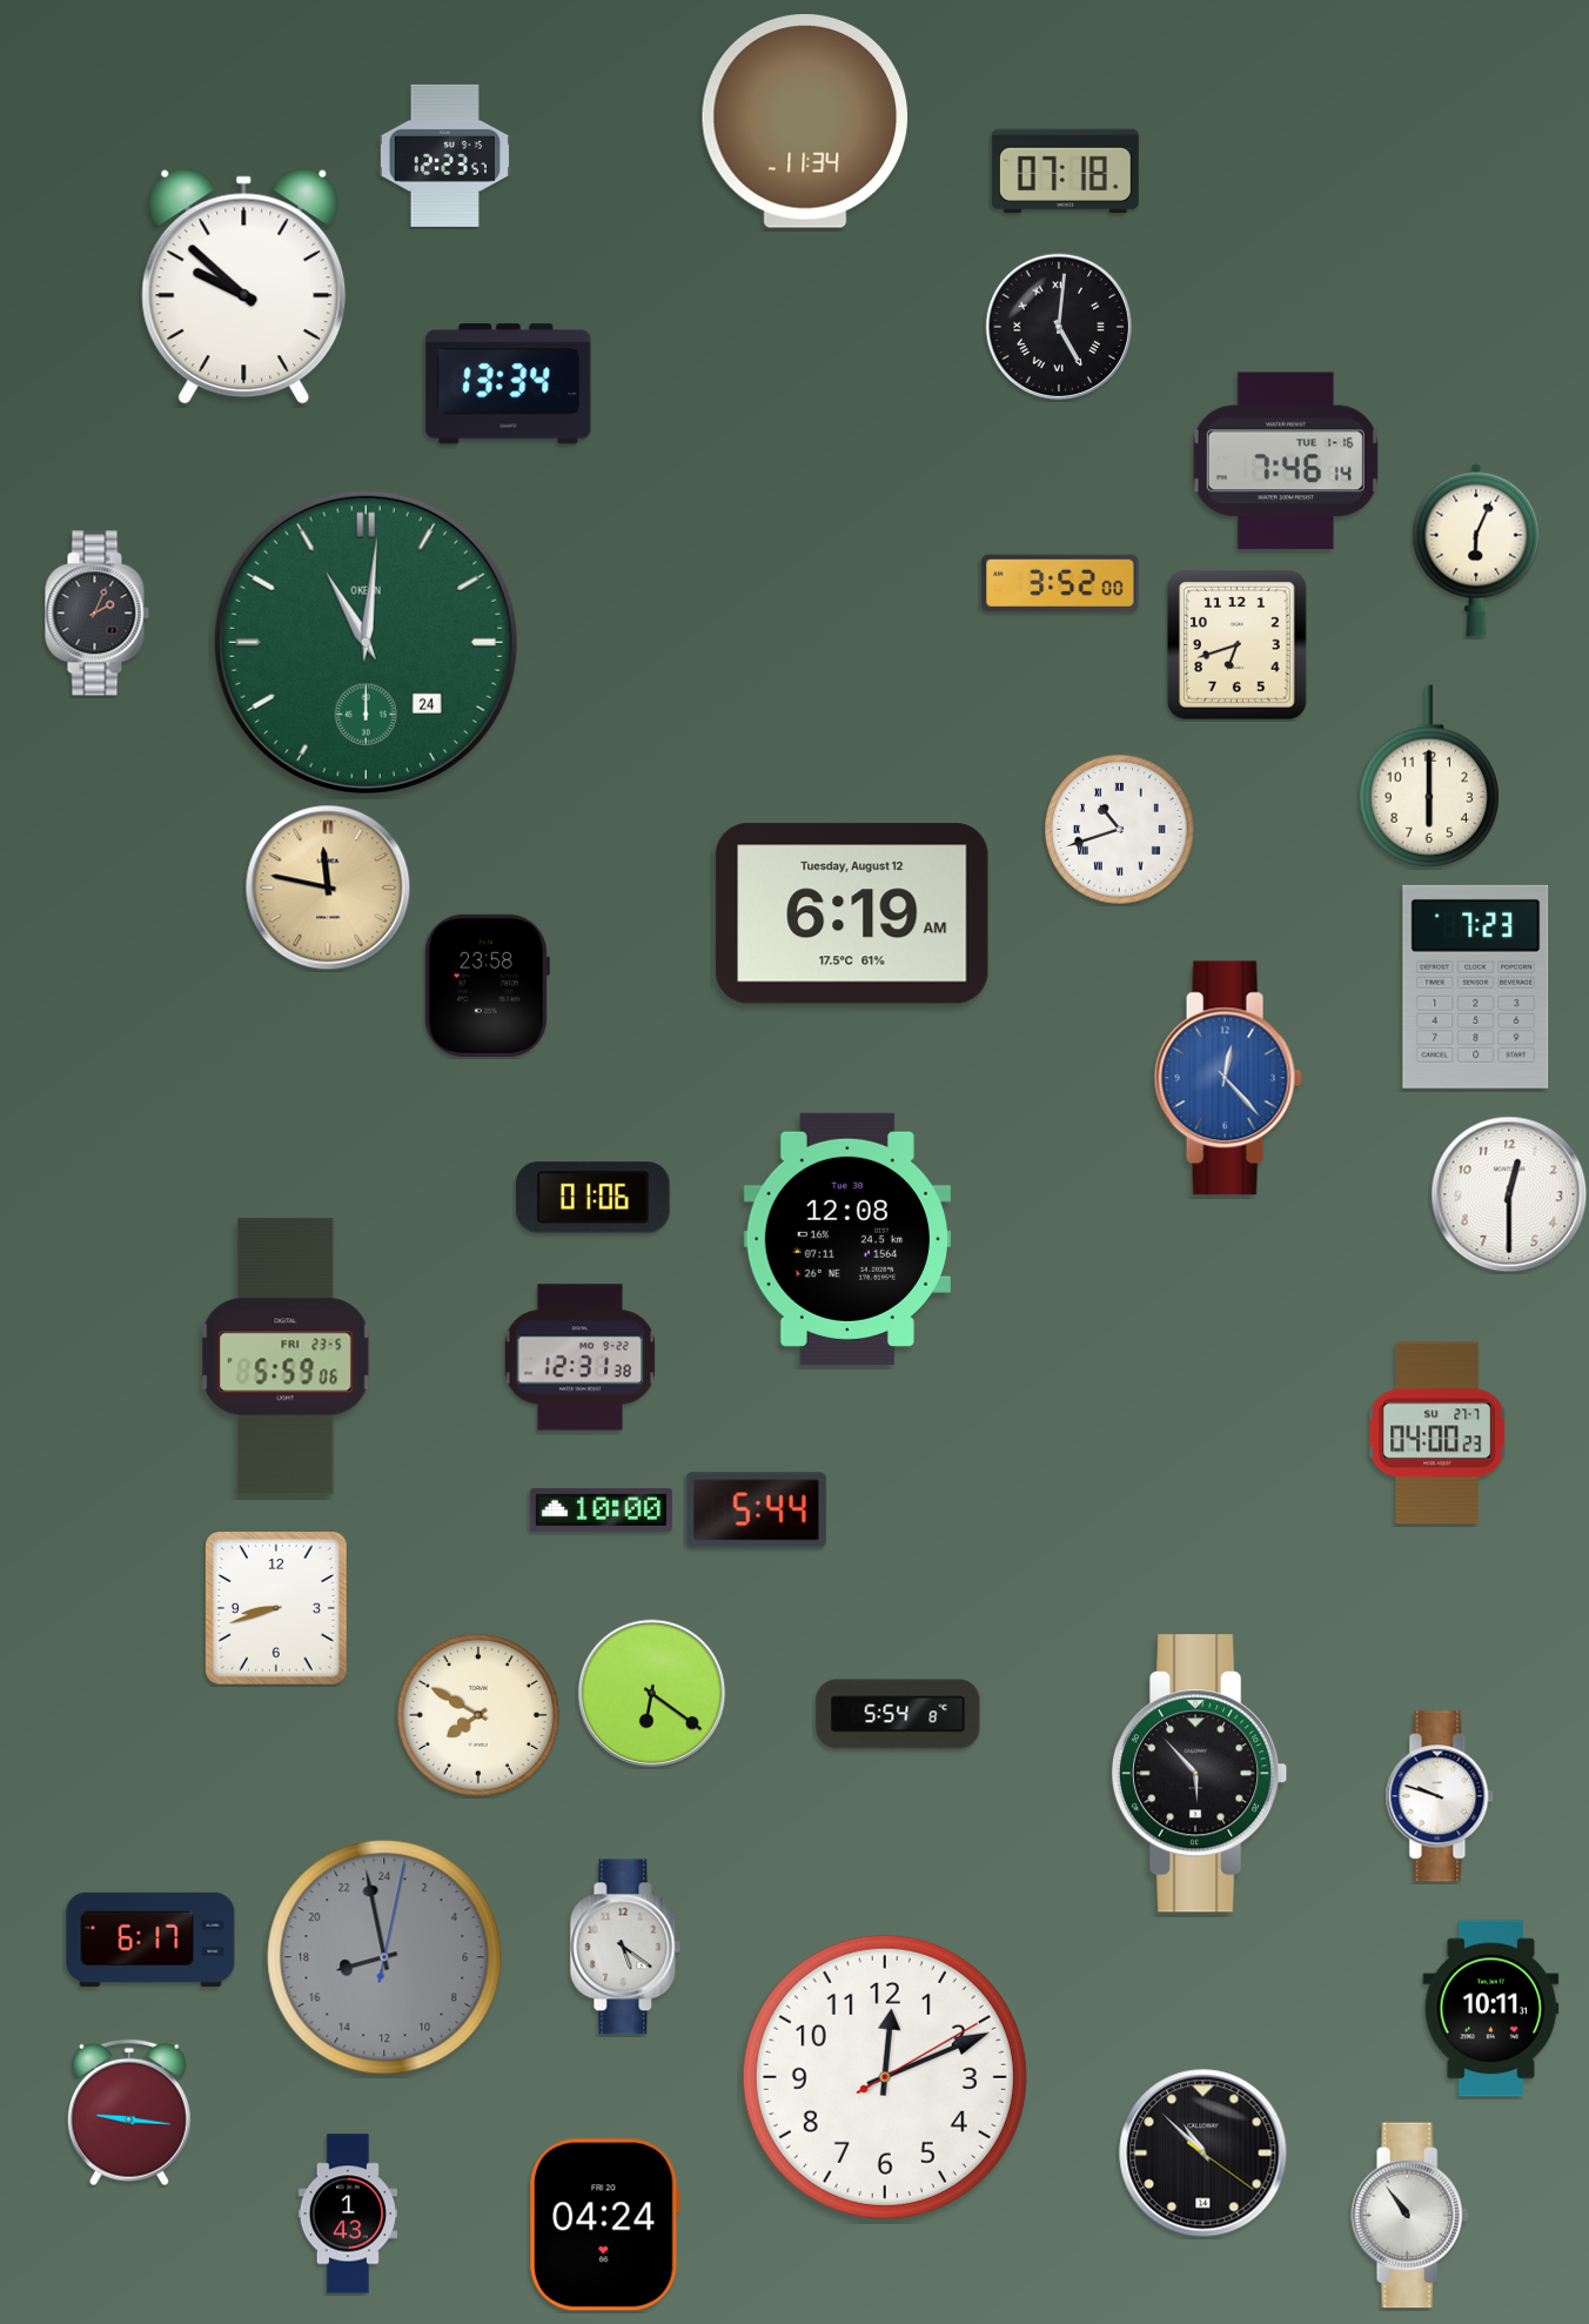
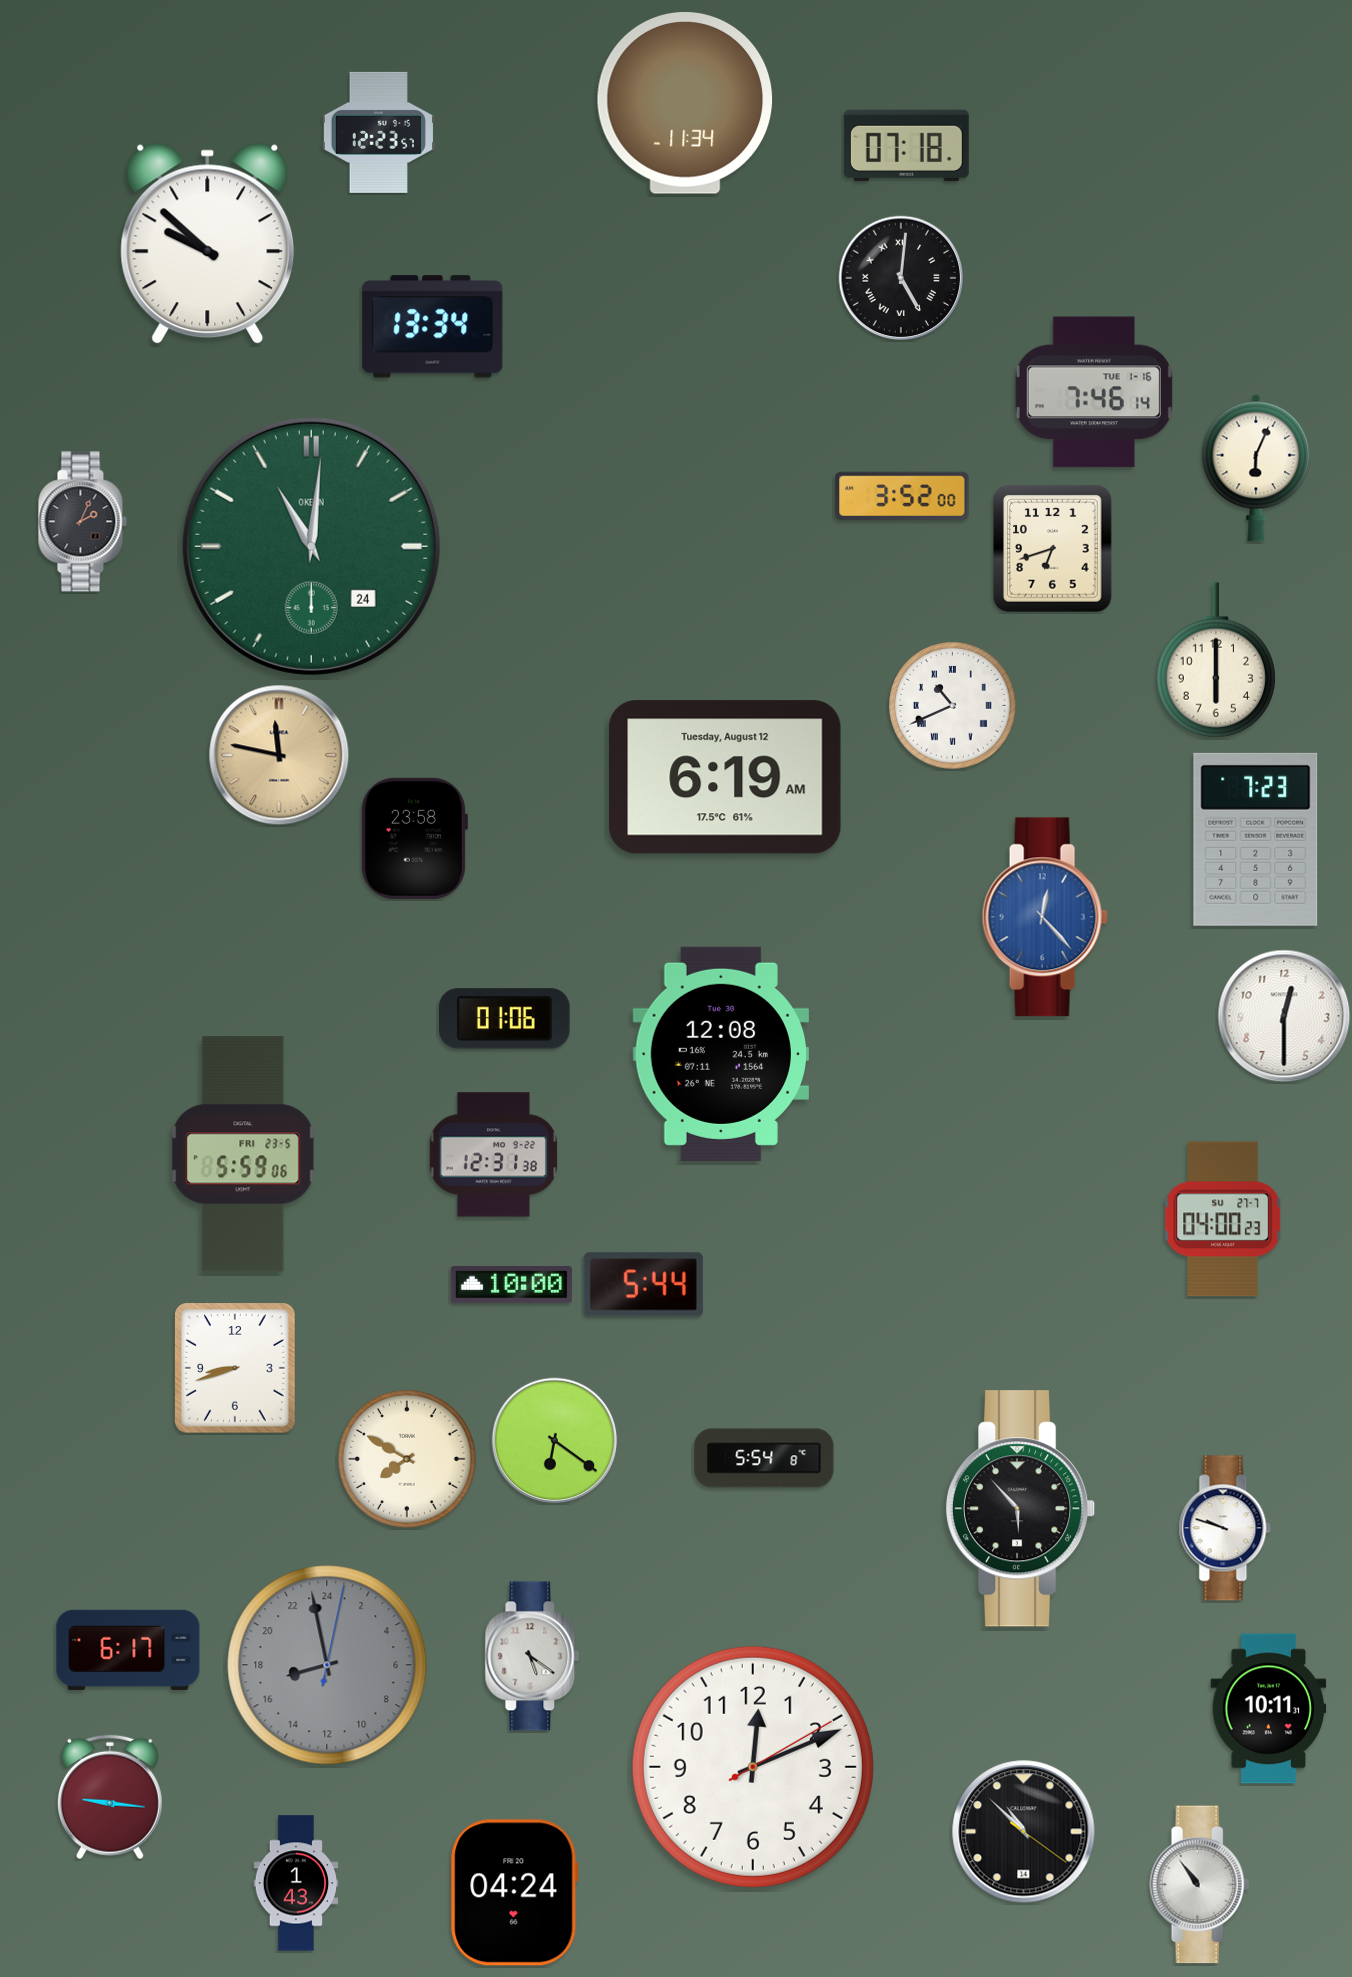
clock at (1120, 830): 10:42 -> 10:41
